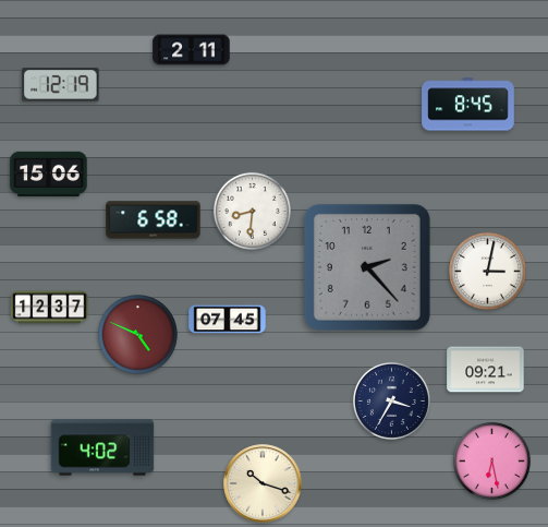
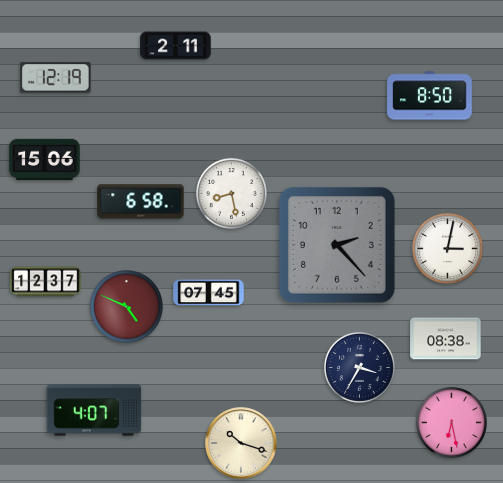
clock at (468, 105): 8:45 -> 8:50
clock at (252, 211): 8:31 -> 8:28
clock at (486, 370): 09:21 -> 08:38
clock at (102, 447): 4:02 -> 4:07
